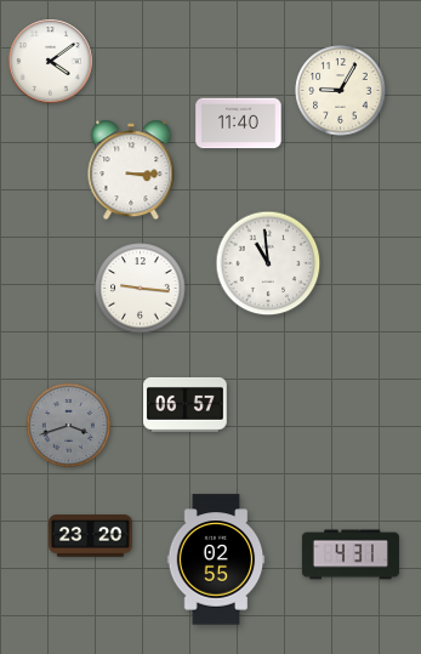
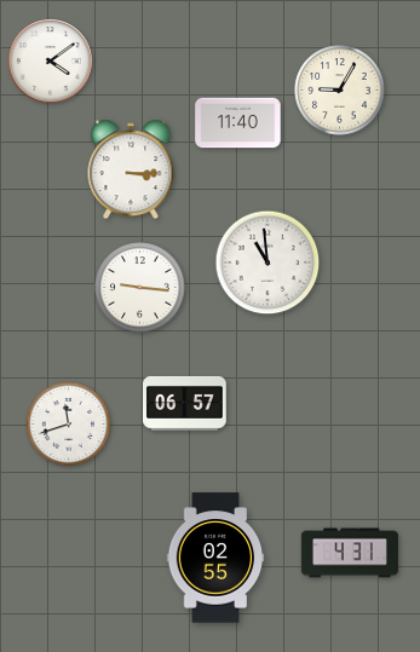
clock at (68, 425): 3:42 -> 11:42
clock at (68, 425) dial: grey -> white
clock at (91, 536): 23:20 -> none
